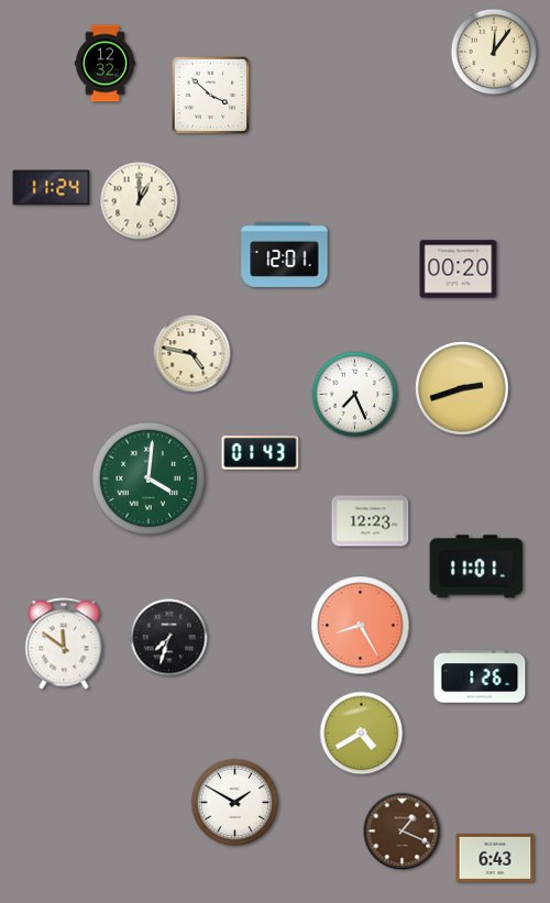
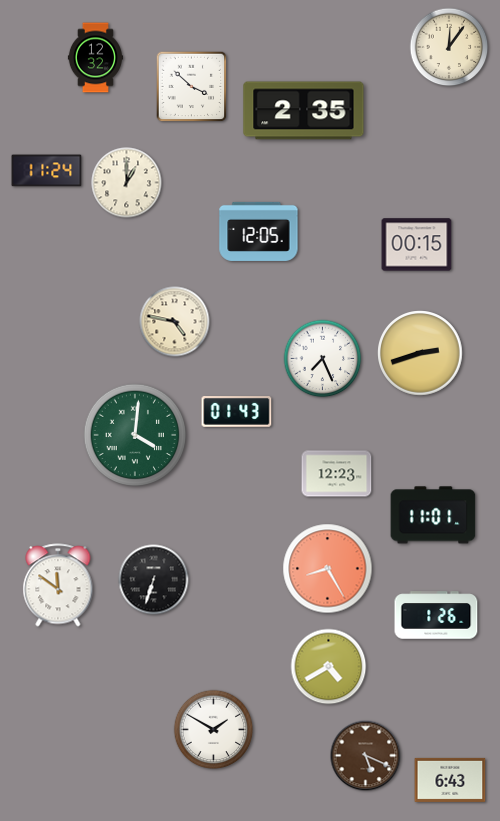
clock at (304, 111): none -> 2:35
clock at (285, 254): 12:01 -> 12:05
clock at (459, 269): 00:20 -> 00:15
clock at (169, 638): 7:33 -> 6:33
clock at (403, 832): 1:19 -> 5:19
